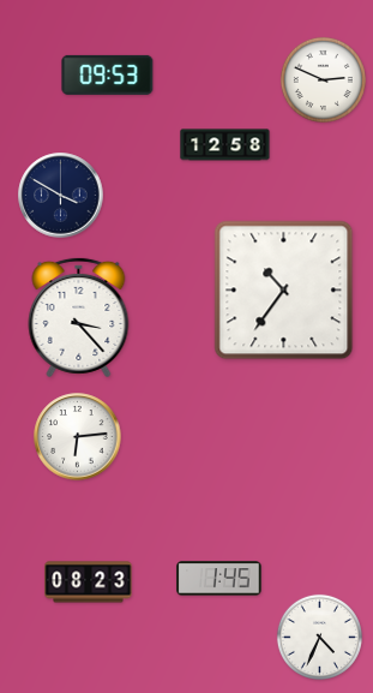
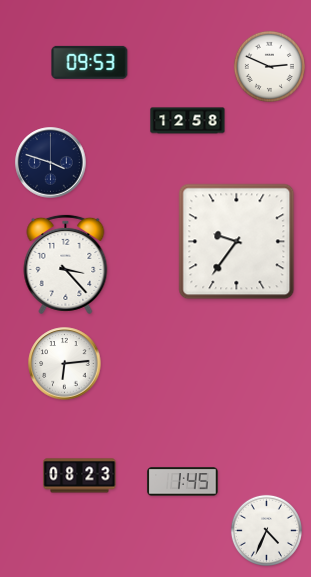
clock at (61, 196): 3:50 -> 3:48
clock at (284, 291): 10:36 -> 9:36
clock at (89, 583) position: (89, 583) -> (80, 476)
